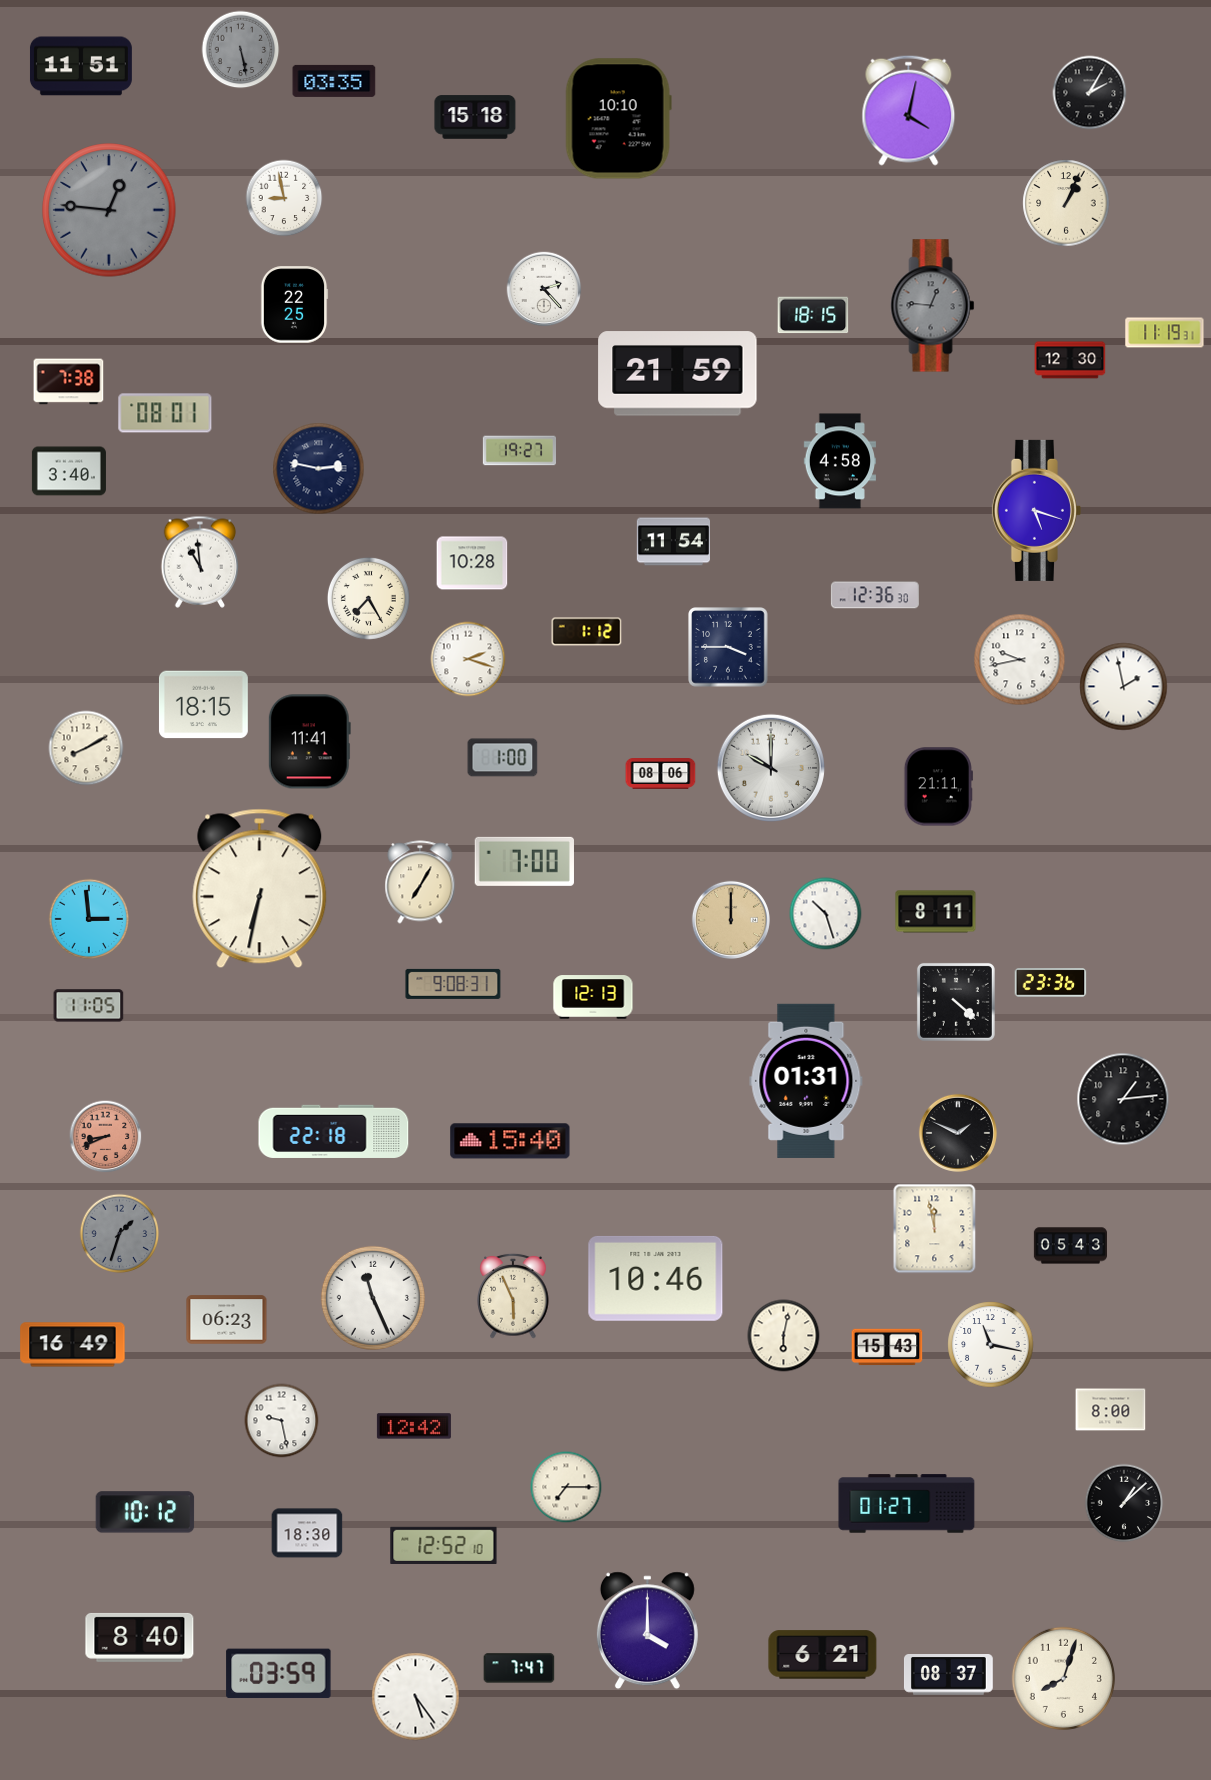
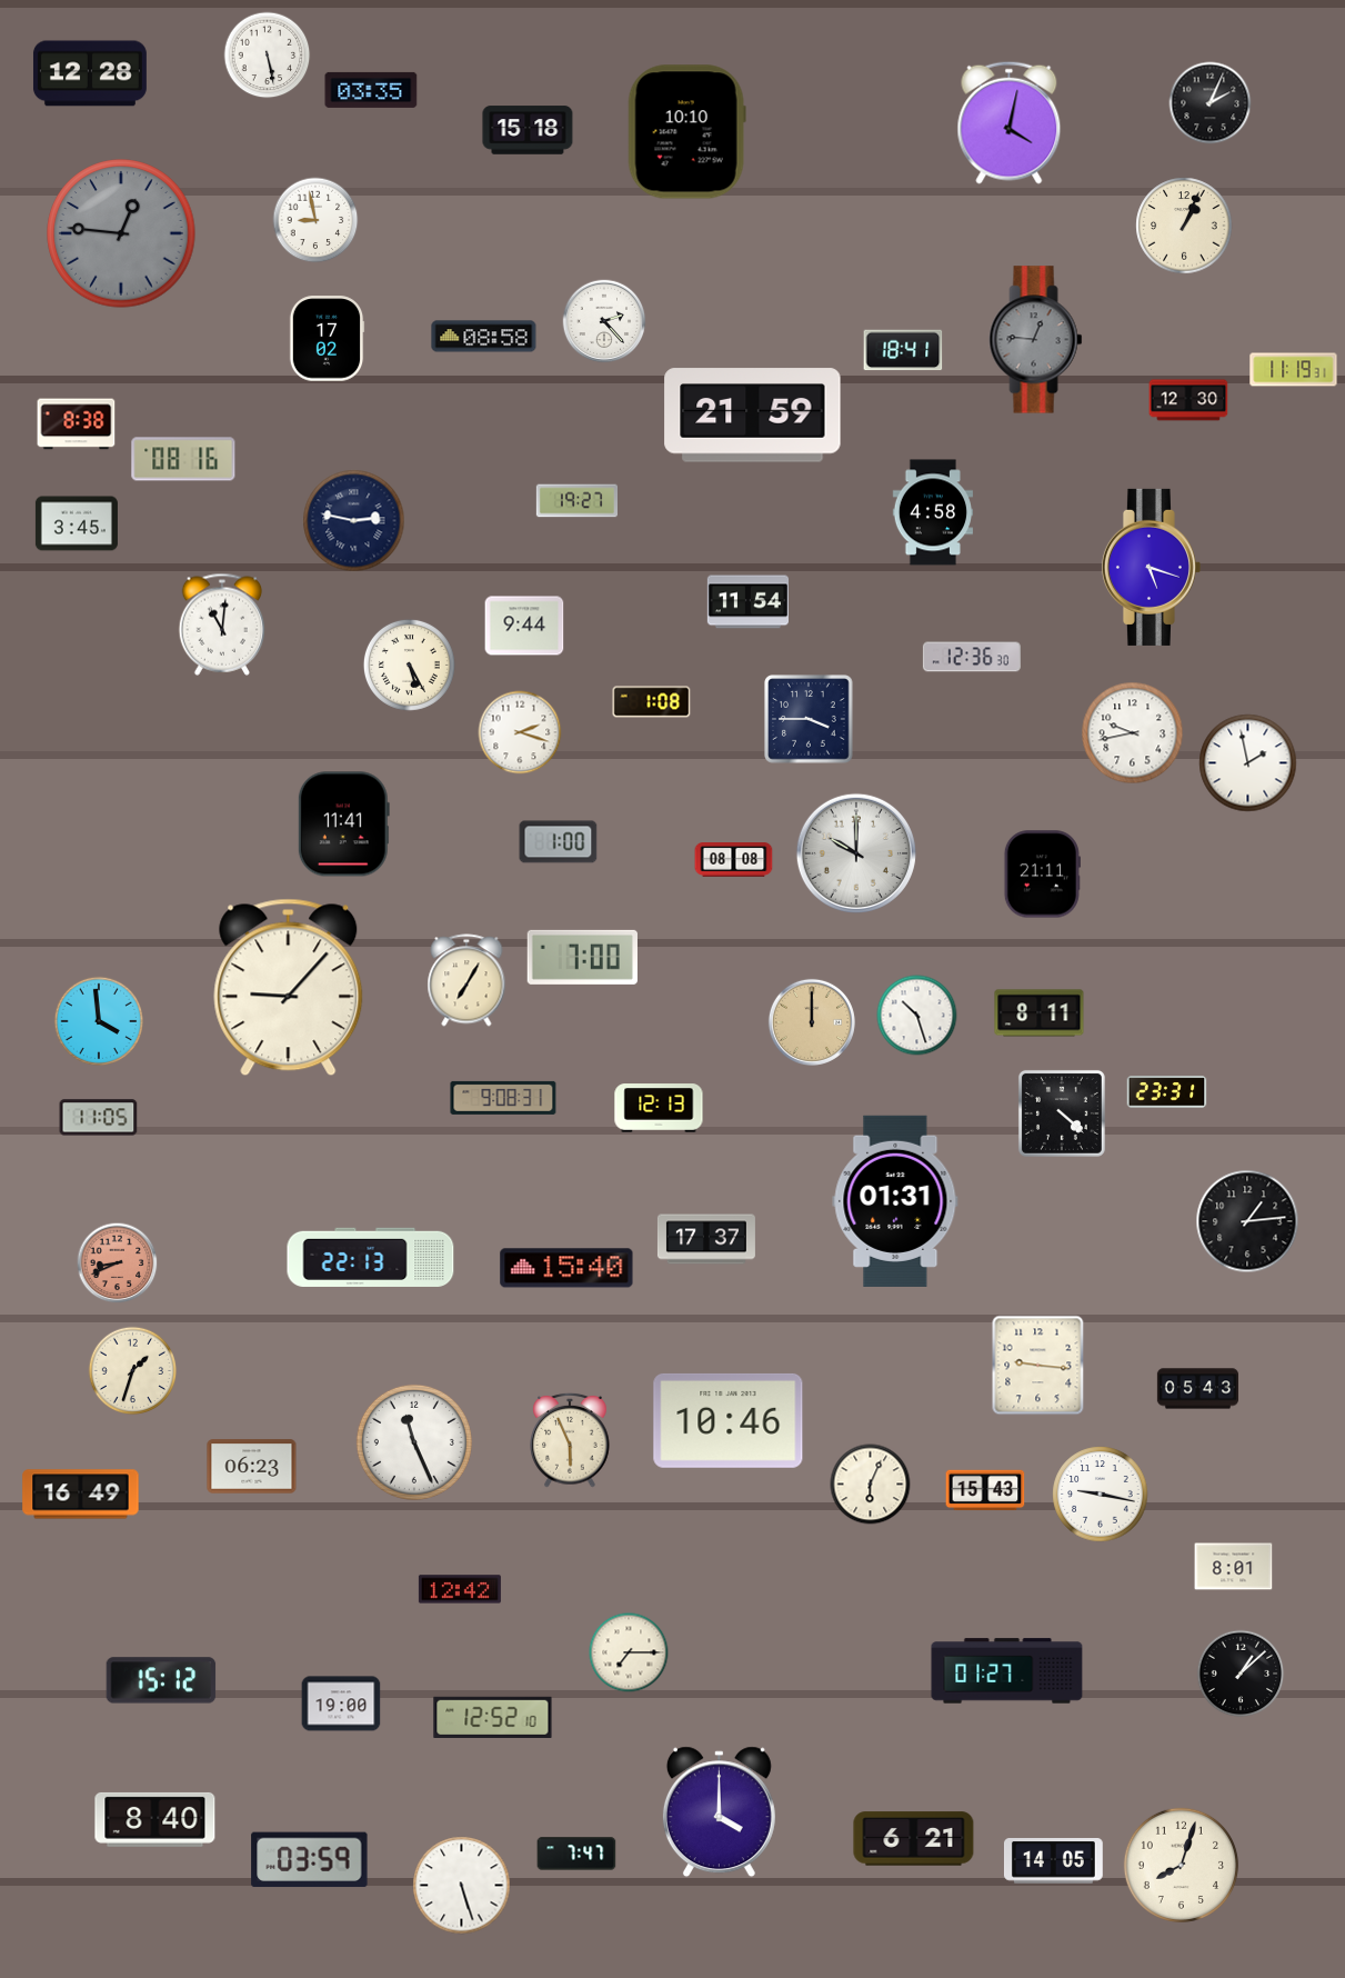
clock at (241, 50) dial: grey -> white
clock at (81, 66): 11:51 -> 12:28
clock at (1090, 93): 2:05 -> 2:04
clock at (484, 337): none -> 08:58
clock at (294, 305): 22:25 -> 17:02
clock at (813, 315): 18:15 -> 18:41
clock at (69, 382): 7:38 -> 8:38
clock at (165, 413): 08:01 -> 08:16
clock at (69, 471): 3:40 -> 3:45
clock at (200, 562): 10:59 -> 11:01
clock at (472, 563): 10:28 -> 9:44
clock at (875, 595) position: (875, 595) -> (972, 657)
clock at (368, 598): 7:25 -> 5:25
clock at (587, 632): 1:12 -> 1:08
clock at (203, 705): 18:15 -> none
clock at (86, 748): 8:10 -> none
clock at (661, 774): 08:06 -> 08:08
clock at (260, 889): 6:32 -> 9:07
clock at (88, 918): 2:59 -> 3:59
clock at (1051, 983): 23:36 -> 23:31
clock at (453, 984) position: (453, 984) -> (503, 1098)
clock at (706, 1239): none -> 17:37
clock at (334, 1131): 22:18 -> 22:13
clock at (958, 1133): 1:49 -> none
clock at (935, 1229): 11:58 -> 9:16
clock at (120, 1234) dial: grey -> cream
clock at (1070, 1246) position: (1070, 1246) -> (1197, 1389)
clock at (784, 1336): 6:02 -> 6:04
clock at (991, 1345): 11:17 -> 9:17
clock at (887, 1347) position: (887, 1347) -> (985, 1490)
clock at (1111, 1410): 8:00 -> 8:01
clock at (282, 1421): 9:28 -> none
clock at (414, 1426) position: (414, 1426) -> (460, 1589)
clock at (1124, 1503) position: (1124, 1503) -> (1241, 1674)
clock at (145, 1512): 10:12 -> 15:12
clock at (307, 1533): 18:30 -> 19:00
clock at (948, 1675): 08:37 -> 14:05
clock at (416, 1697): 5:24 -> 5:27
